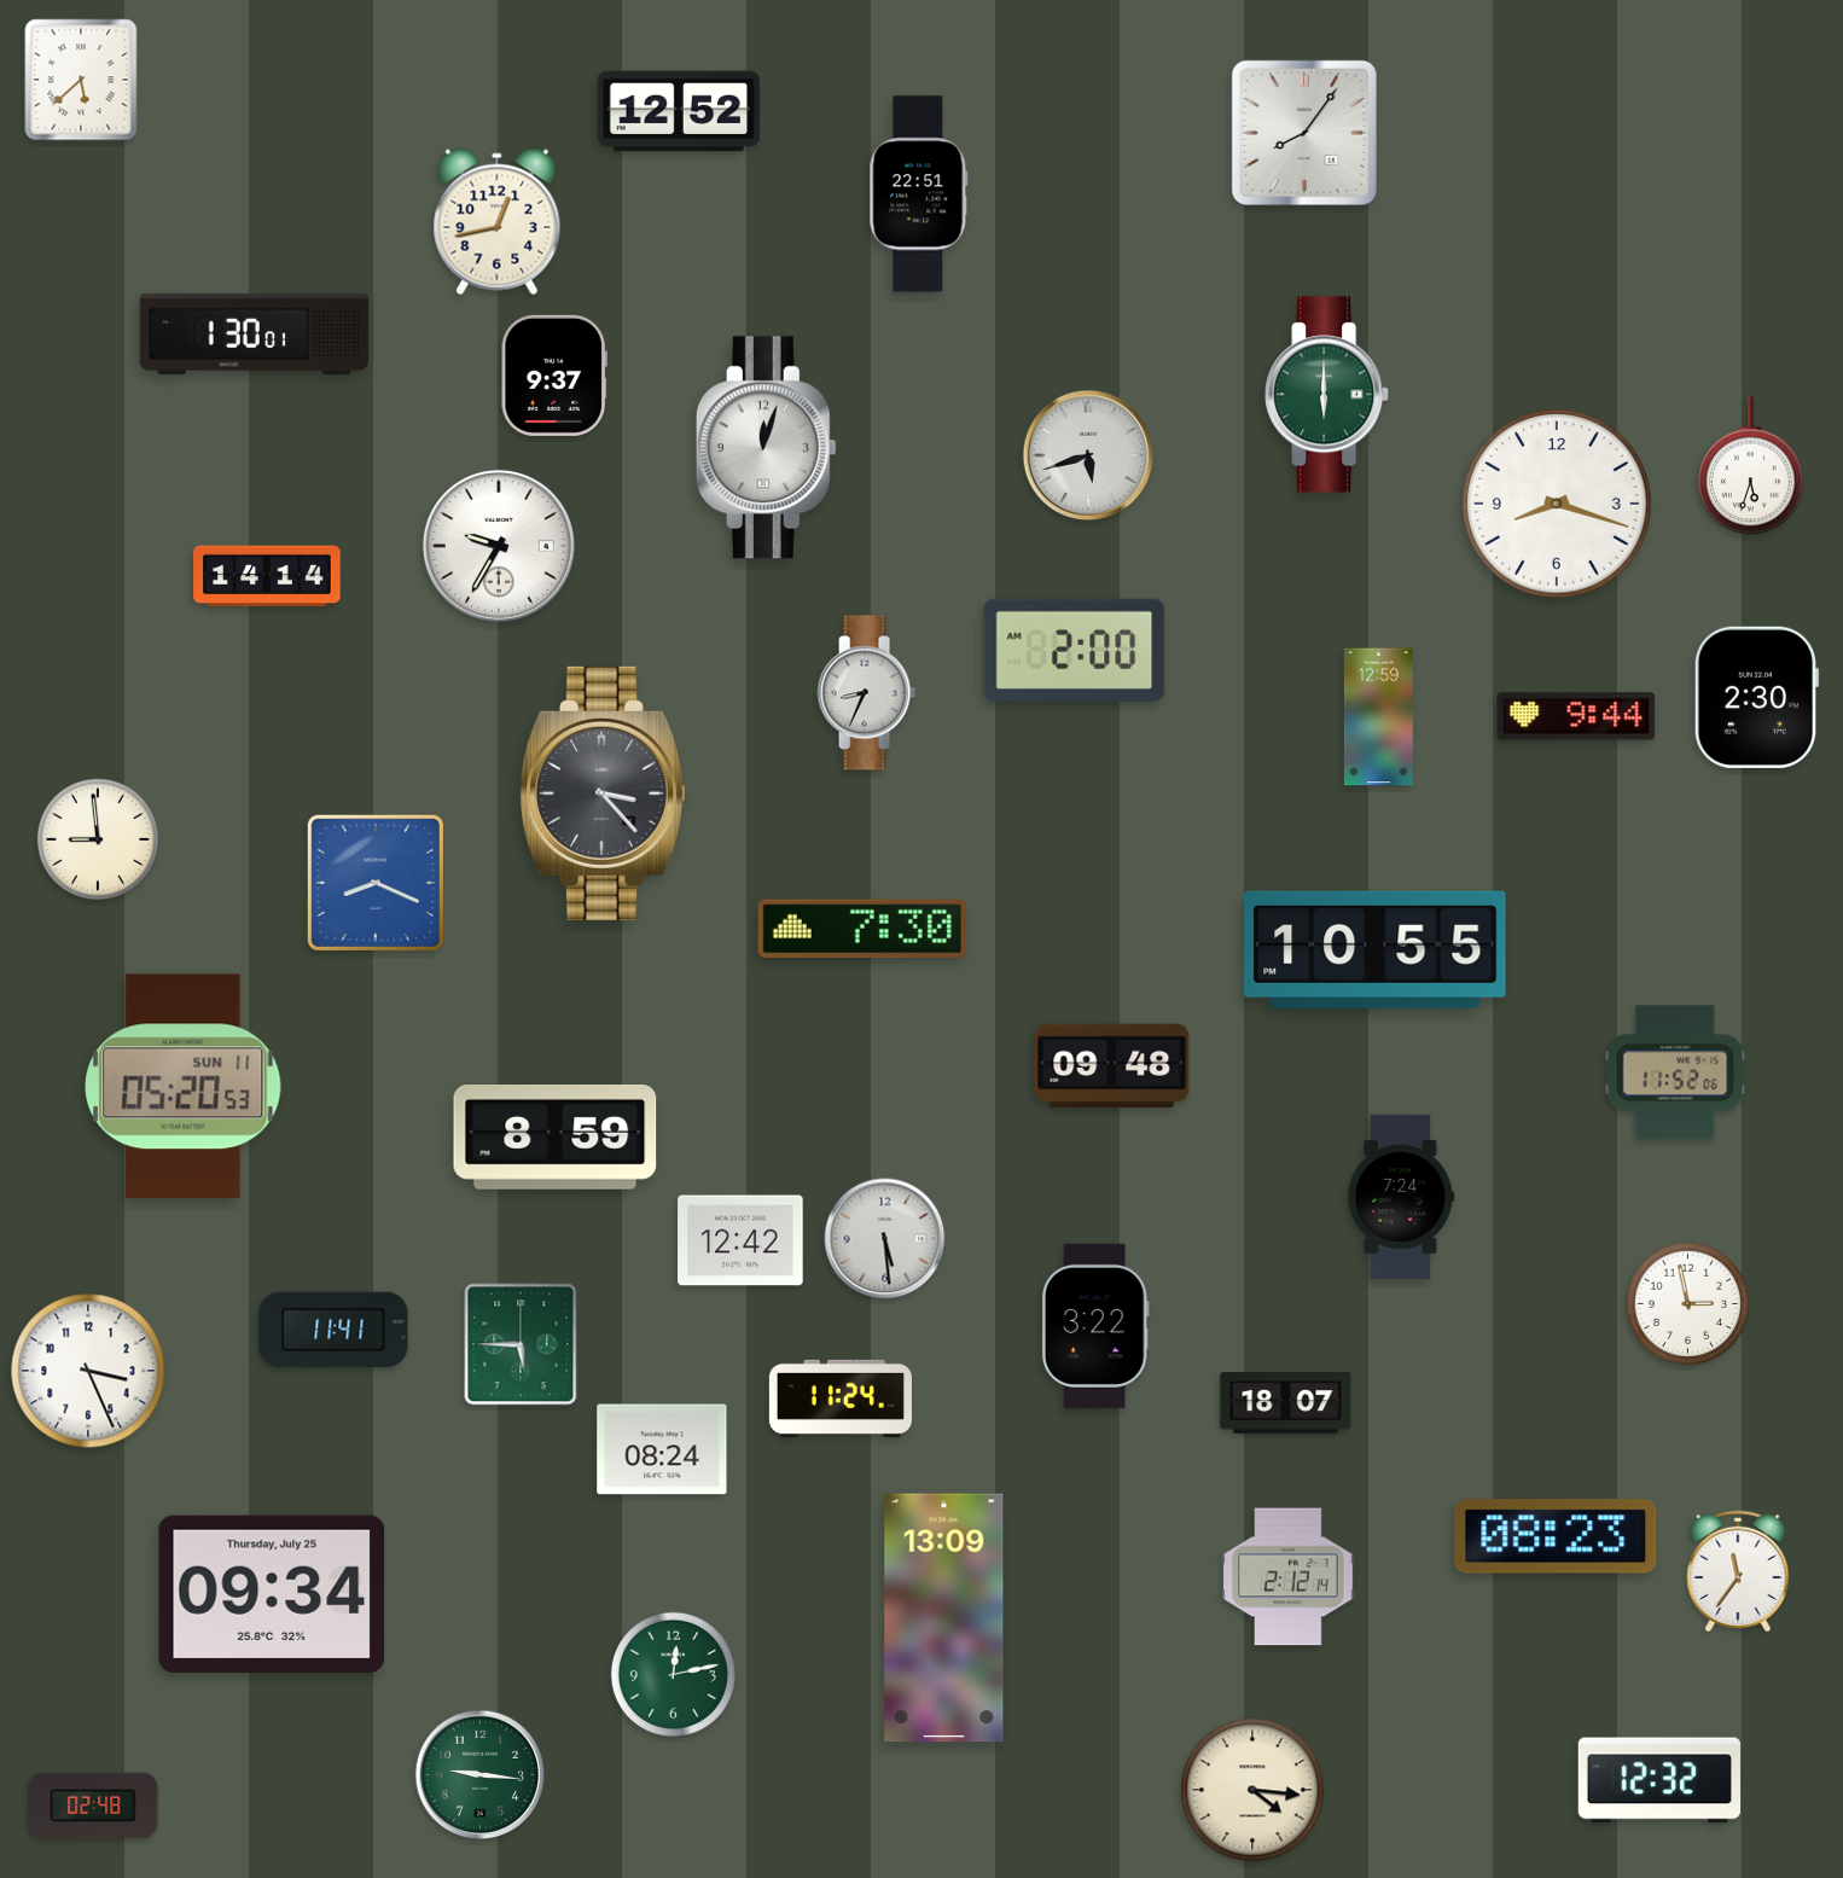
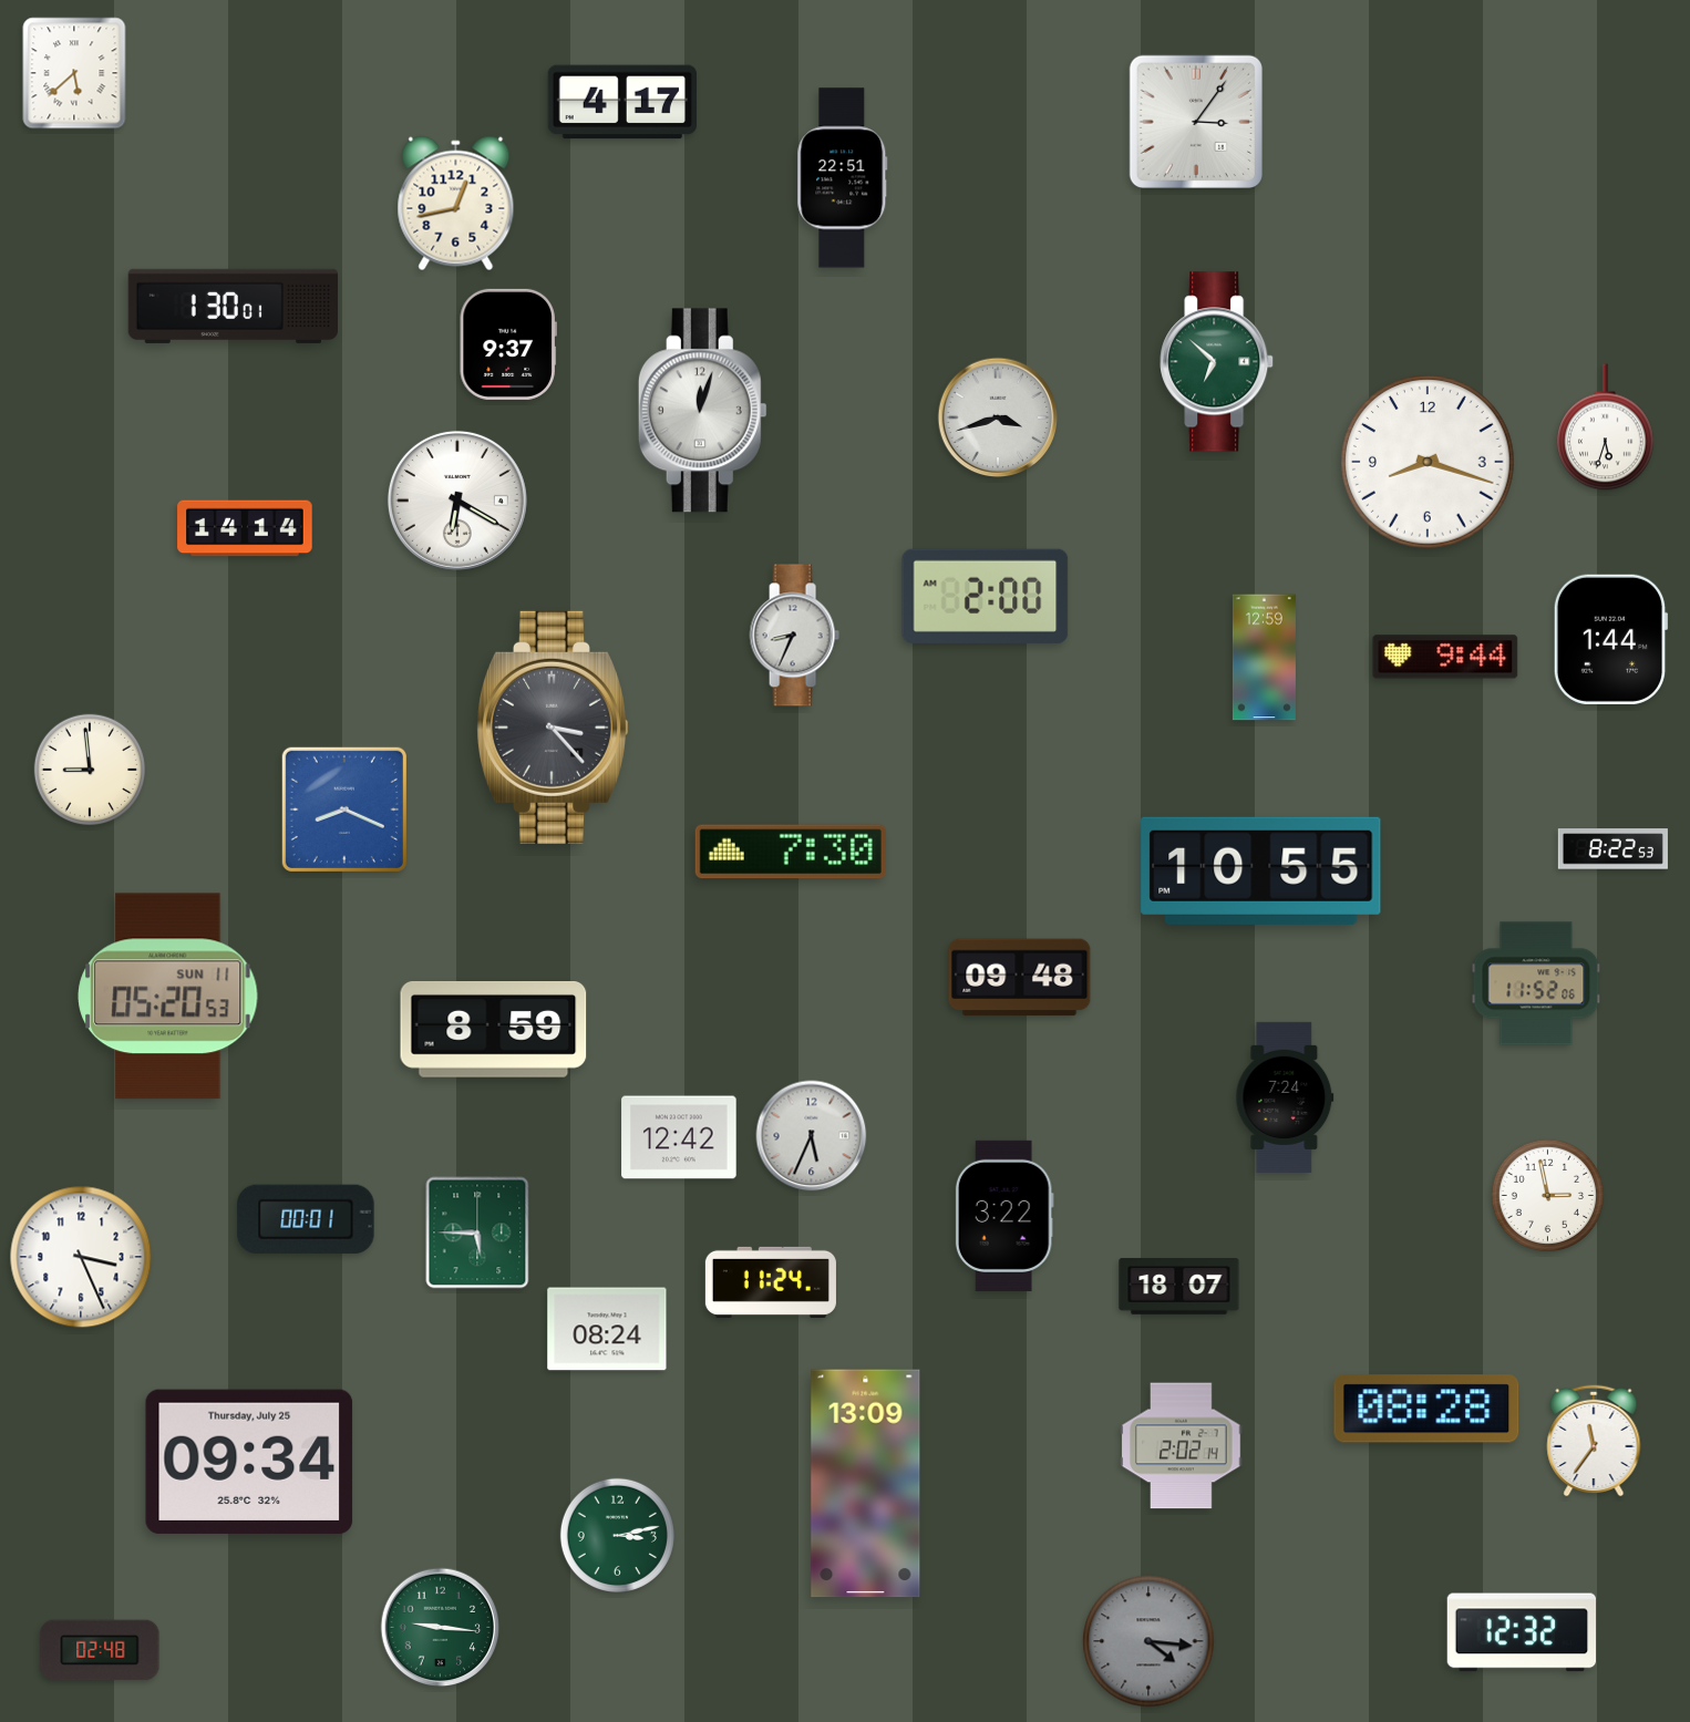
clock at (678, 111): 12:52 -> 4:17
clock at (1304, 133): 8:06 -> 3:06
clock at (1327, 395): 6:00 -> 6:52
clock at (1088, 455): 5:42 -> 3:42
clock at (499, 546): 9:35 -> 6:20
clock at (1756, 697): 2:30 -> 1:44
clock at (1612, 849): none -> 8:22
clock at (556, 1138) position: (556, 1138) -> (494, 1030)
clock at (885, 1239): 5:29 -> 5:34
clock at (333, 1330): 11:41 -> 00:01
clock at (1556, 1536): 08:23 -> 08:28
clock at (1289, 1577): 2:12 -> 2:02
clock at (673, 1674): 12:13 -> 3:13
clock at (1252, 1790) dial: cream -> grey
clock at (93, 1806) position: (93, 1806) -> (100, 1650)
